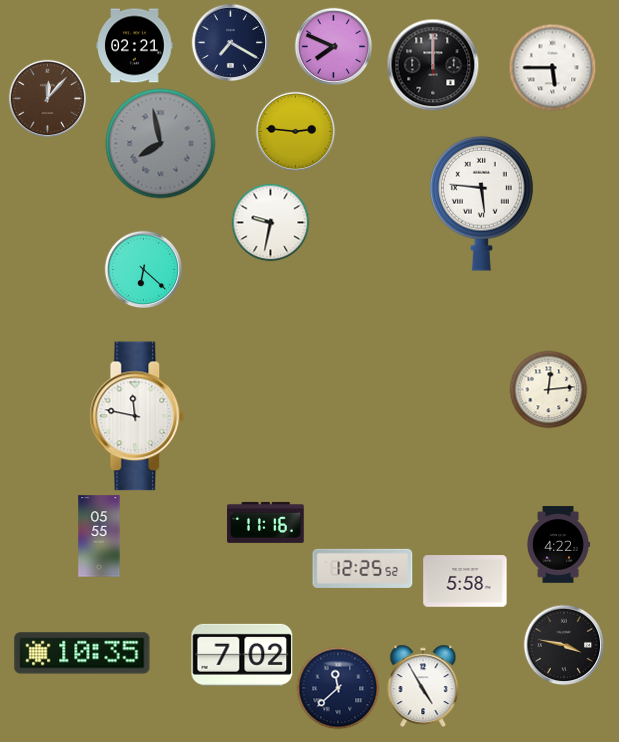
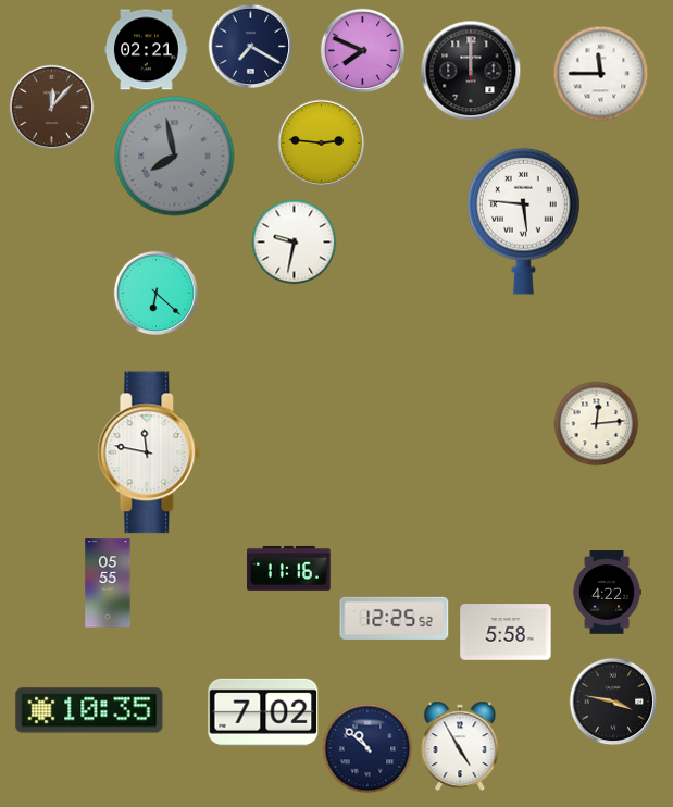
clock at (552, 67): 5:45 -> 11:45
clock at (338, 688): 11:38 -> 10:52
